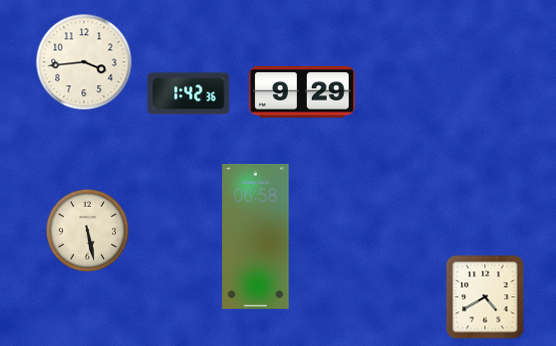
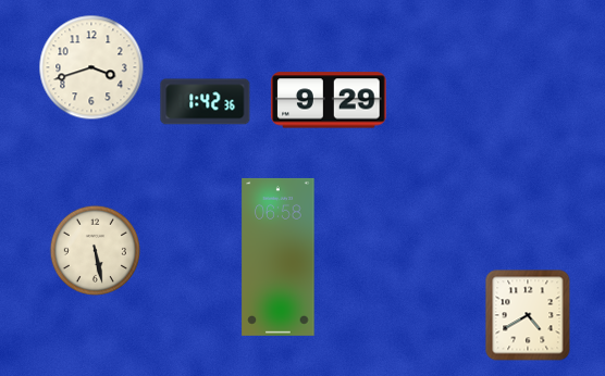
clock at (84, 62): 3:44 -> 3:42
clock at (485, 297) position: (485, 297) -> (528, 315)
